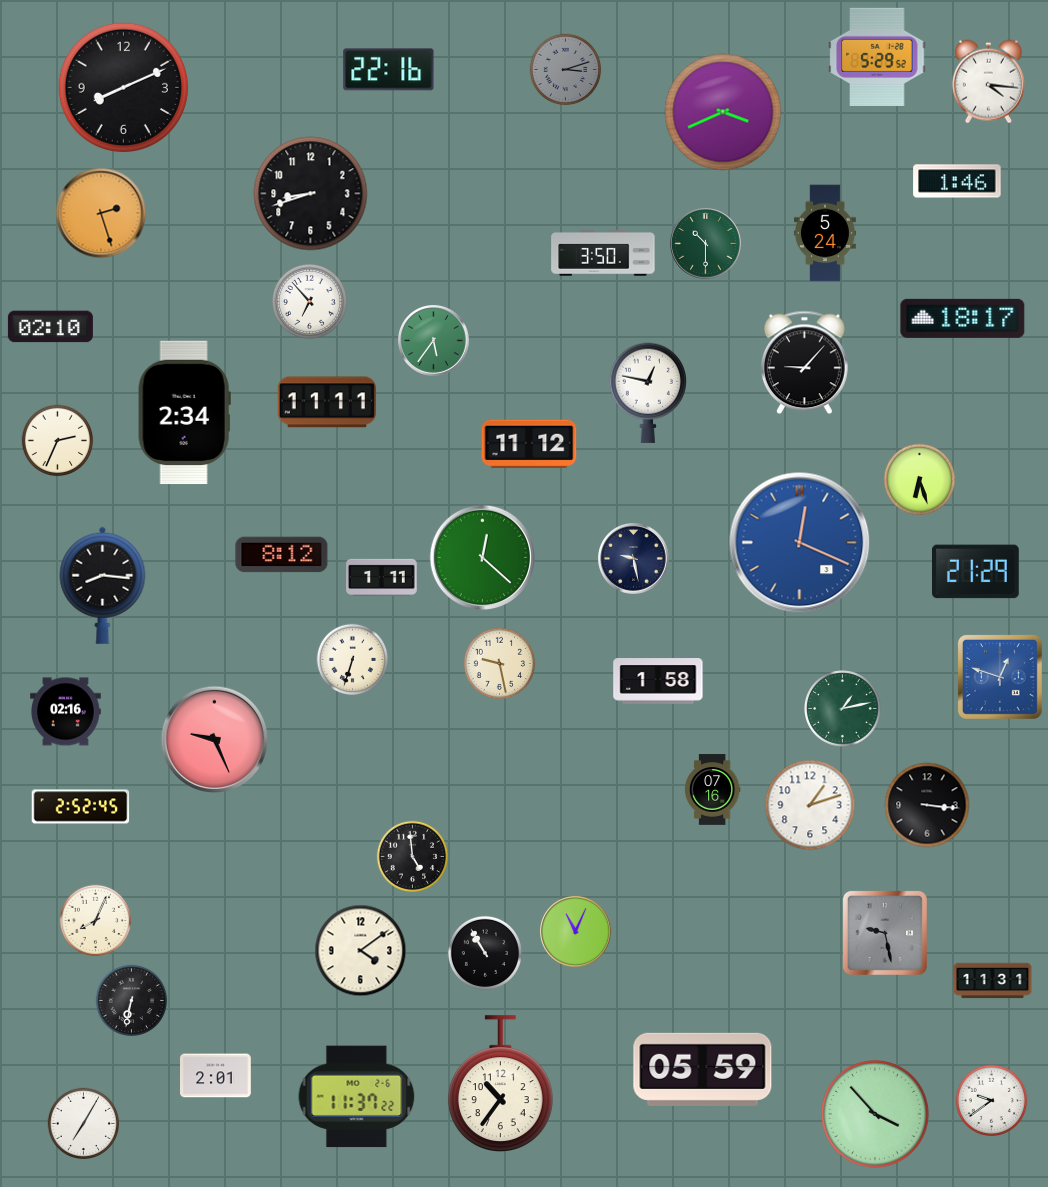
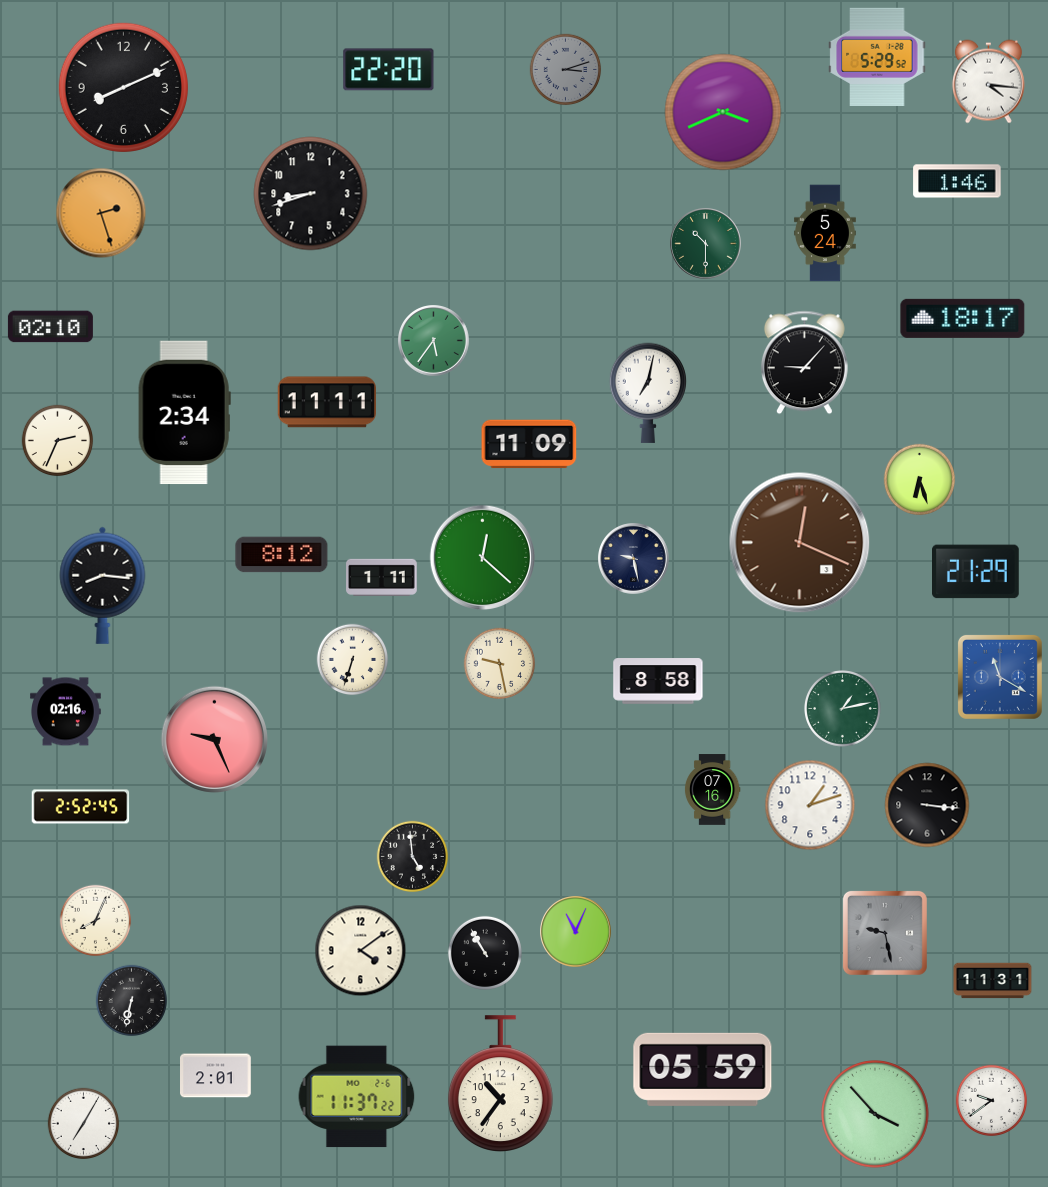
clock at (389, 70): 22:16 -> 22:20
clock at (603, 254): 3:50 -> none
clock at (309, 301): 6:53 -> none
clock at (648, 393): 12:47 -> 7:02
clock at (529, 444): 11:12 -> 11:09
clock at (800, 543) dial: blue -> brown
clock at (1000, 677): 12:48 -> 11:20
clock at (658, 681): 1:58 -> 8:58
